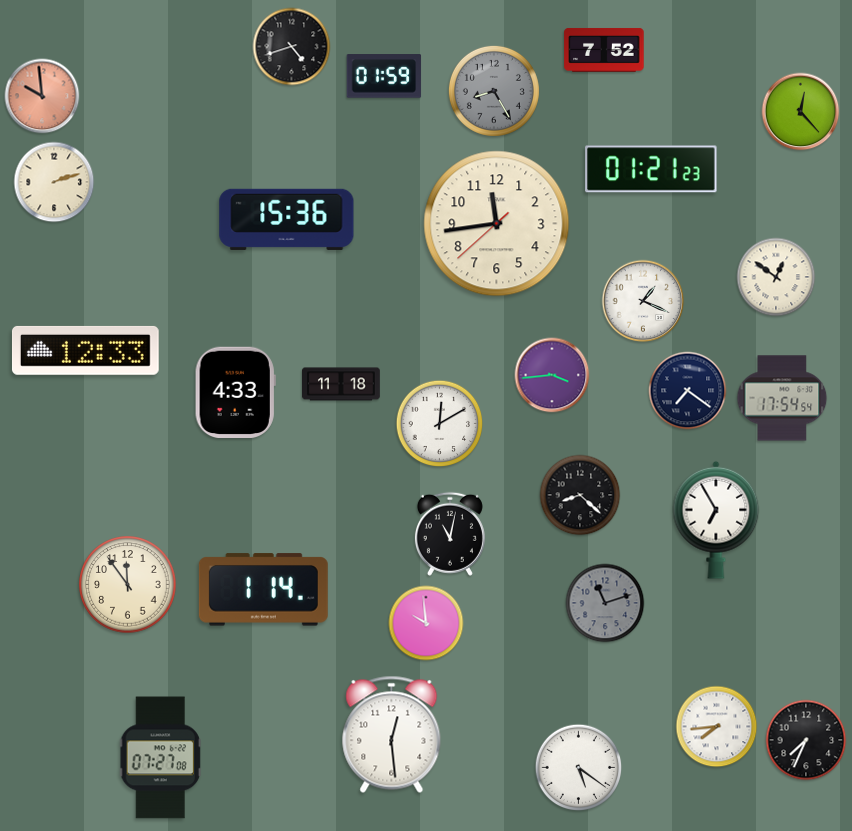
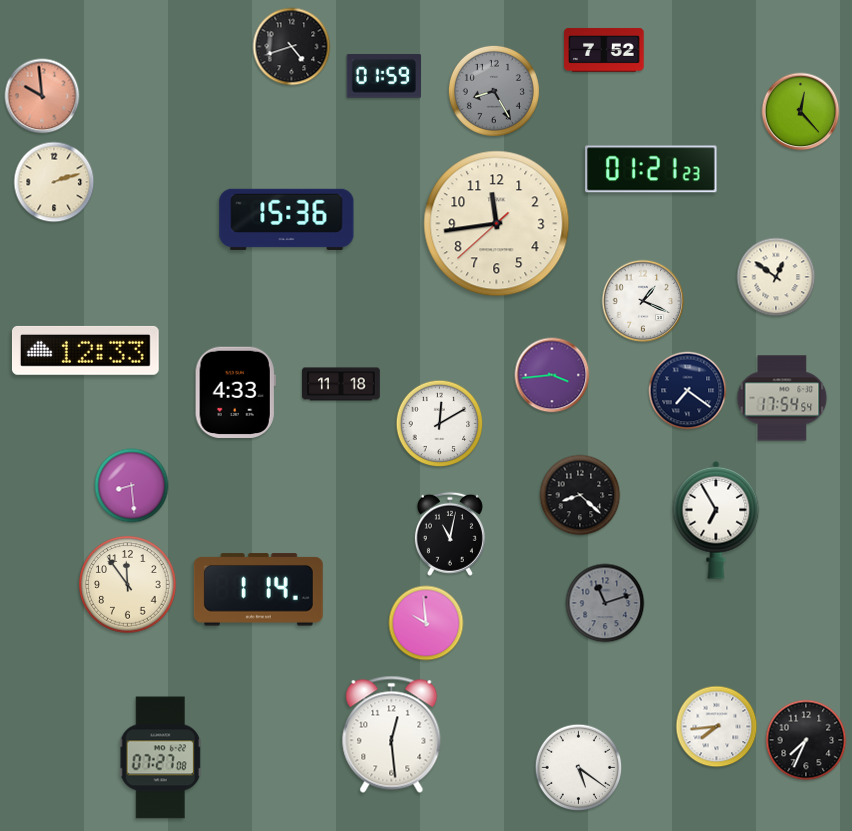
clock at (132, 486): none -> 8:29
clock at (263, 590) position: (263, 590) -> (258, 590)
